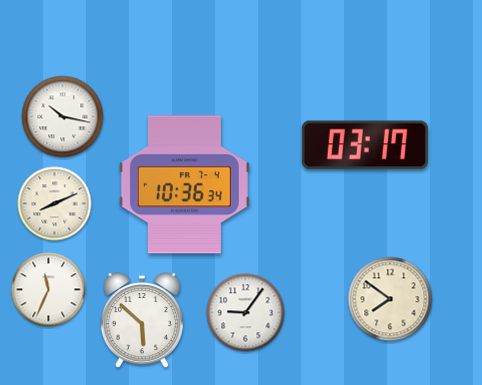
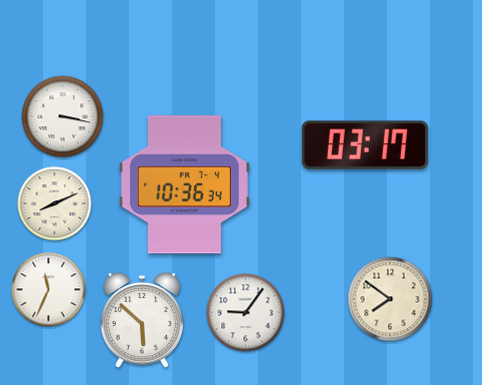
clock at (63, 117): 10:17 -> 3:17
